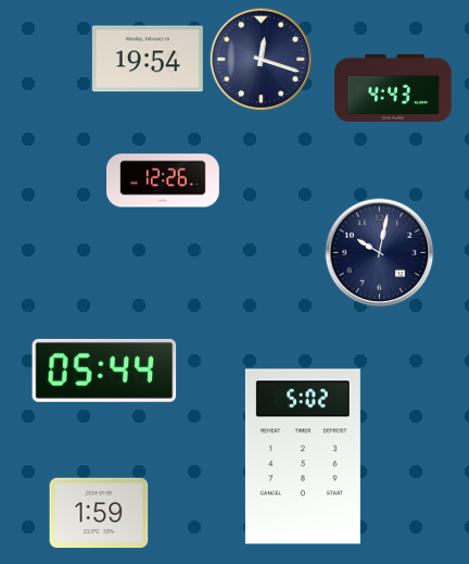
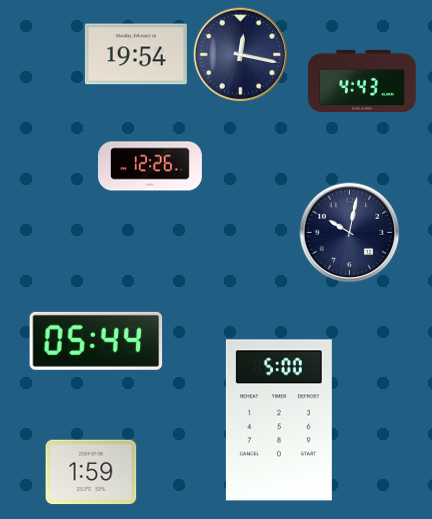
clock at (261, 59): 12:18 -> 12:17
clock at (303, 456): 5:02 -> 5:00
